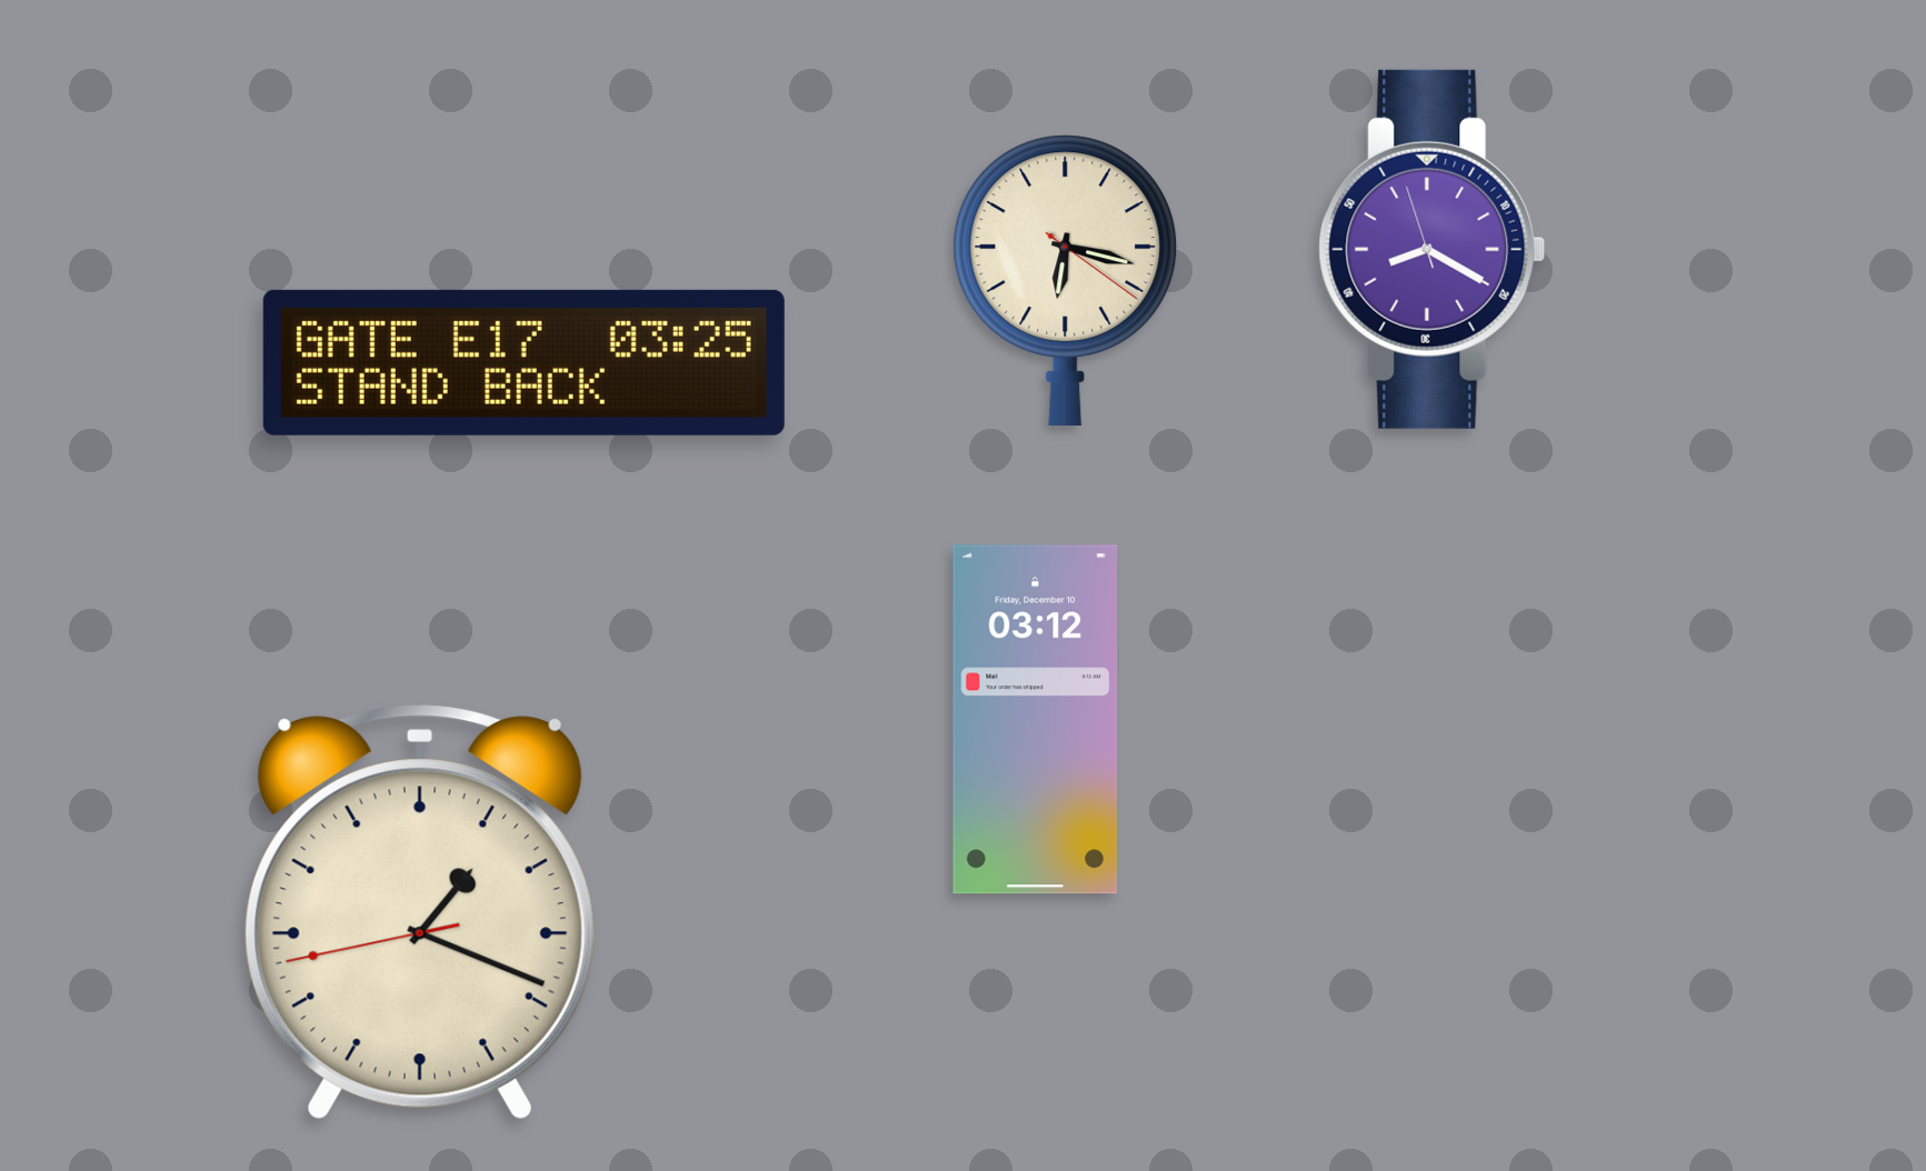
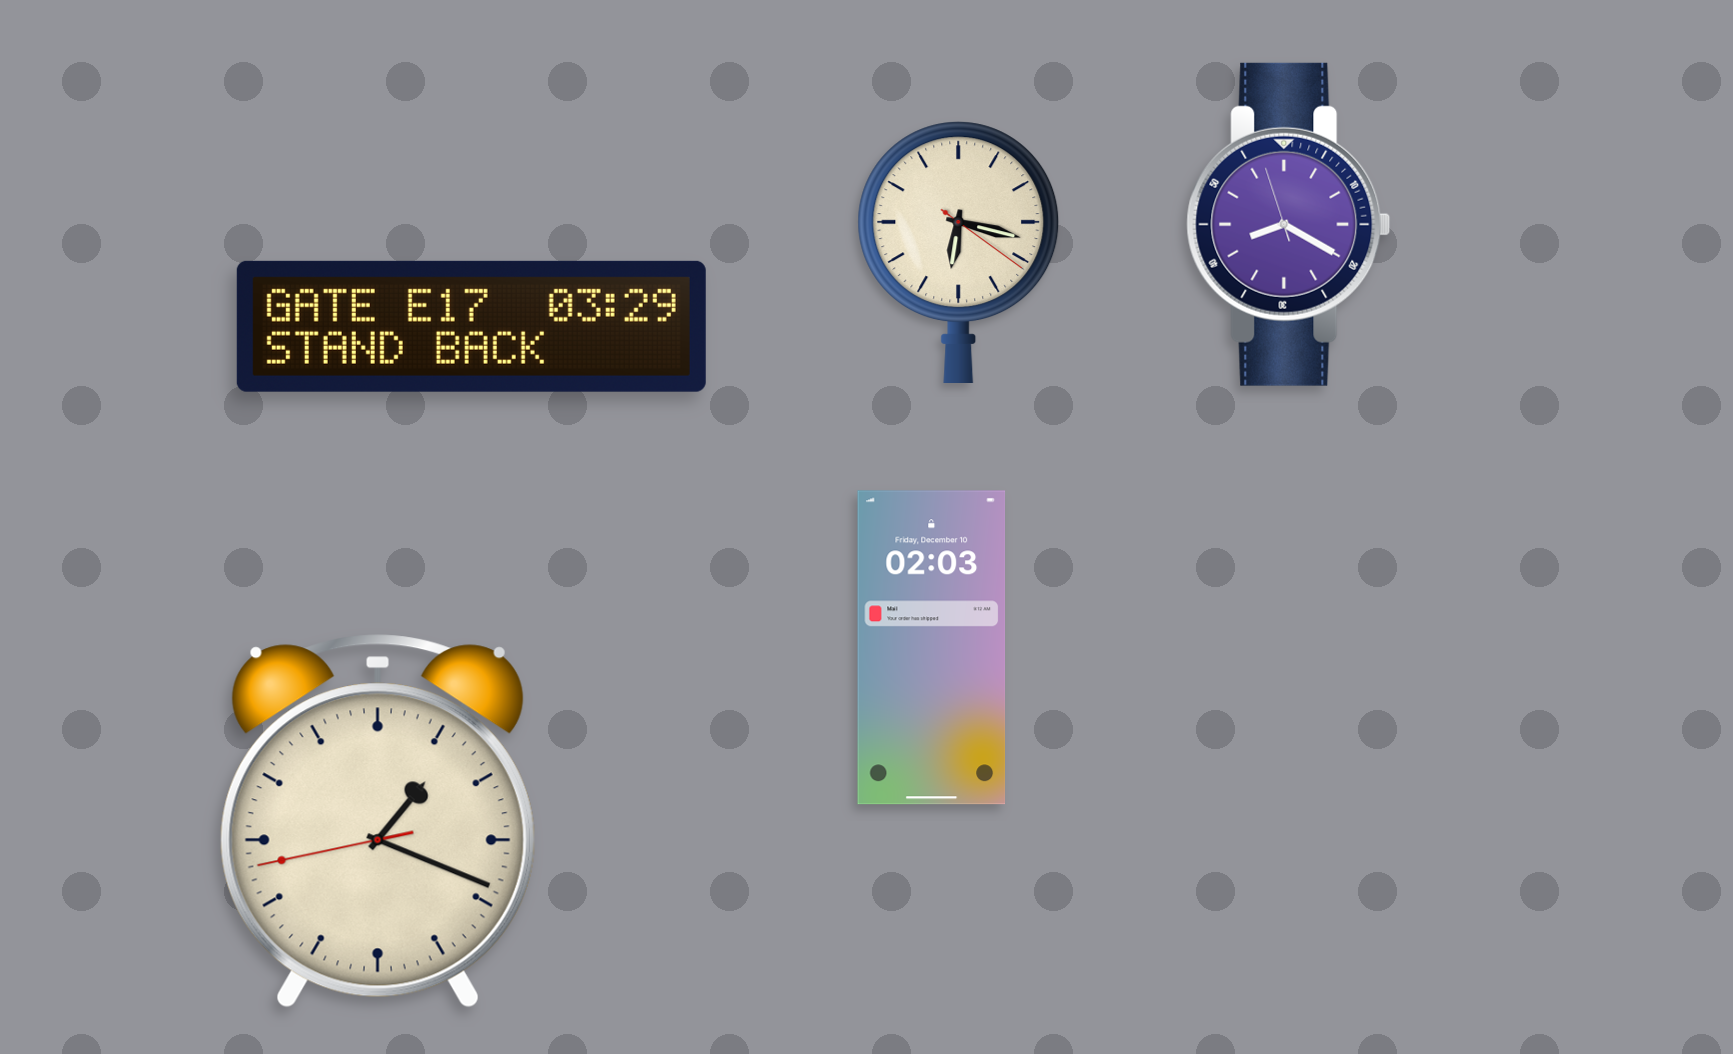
clock at (523, 362): 03:25 -> 03:29
clock at (1036, 720): 03:12 -> 02:03
